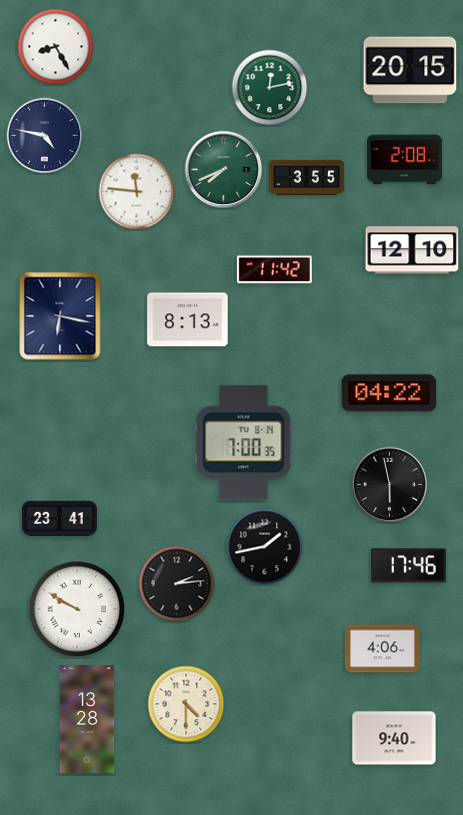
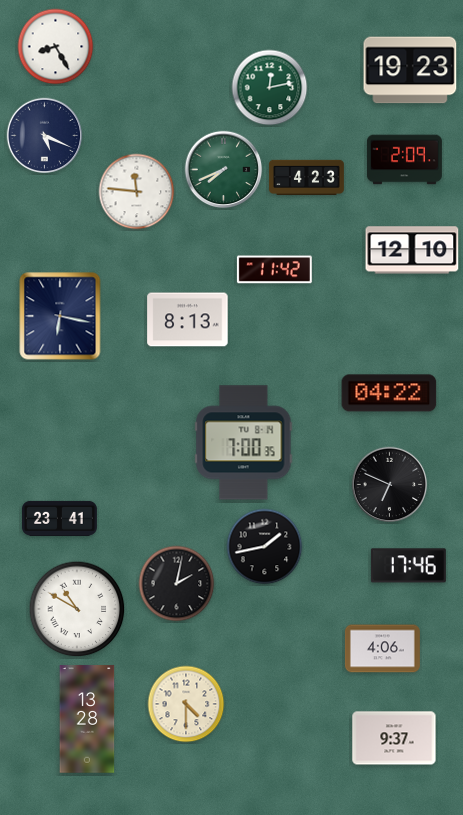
clock at (410, 70): 20:15 -> 19:23
clock at (45, 136): 4:47 -> 5:19
clock at (404, 160): 2:08 -> 2:09
clock at (306, 178): 3:55 -> 4:23
clock at (390, 485): 5:58 -> 6:49
clock at (177, 584): 2:14 -> 2:02
clock at (77, 609): 9:50 -> 10:50
clock at (394, 738): 9:40 -> 9:37
